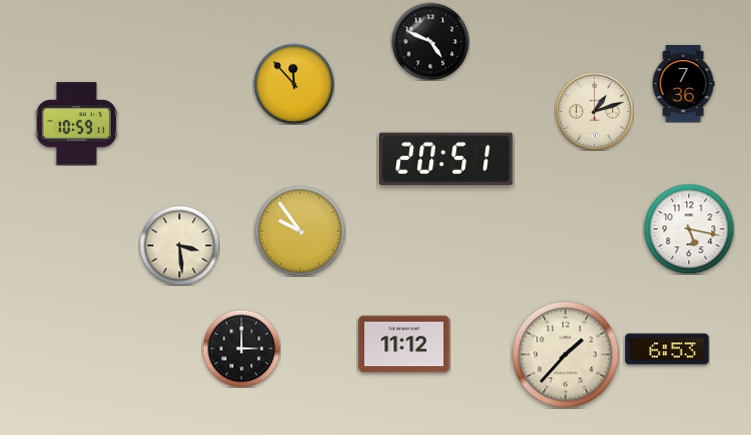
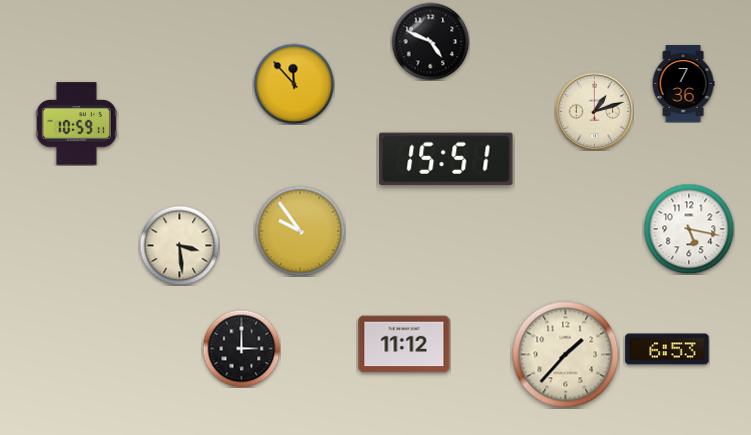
clock at (446, 158): 20:51 -> 15:51
